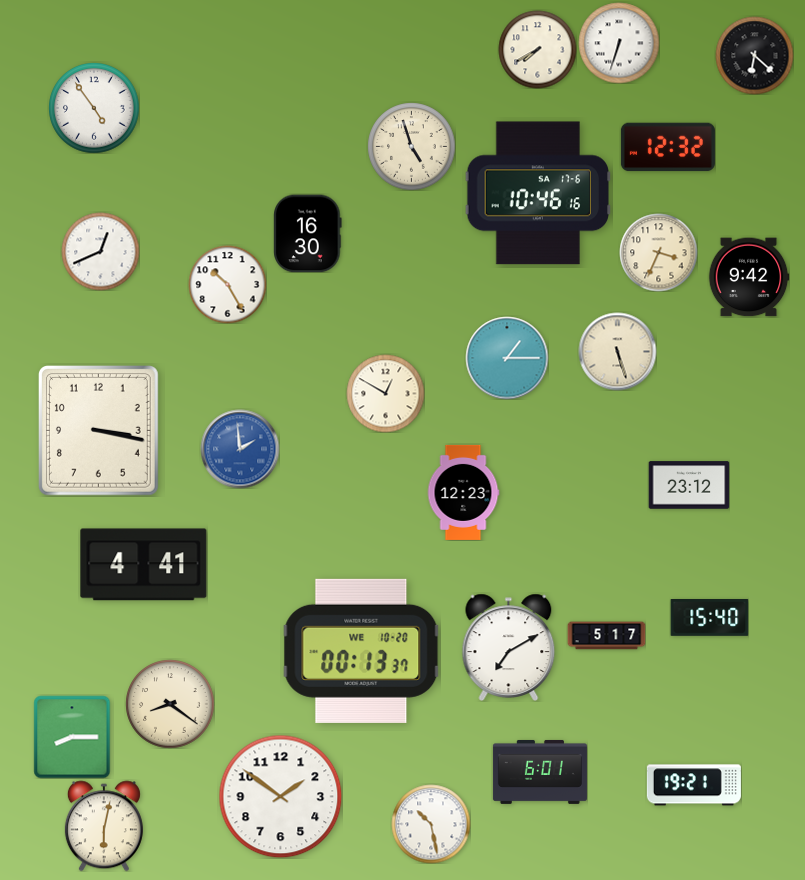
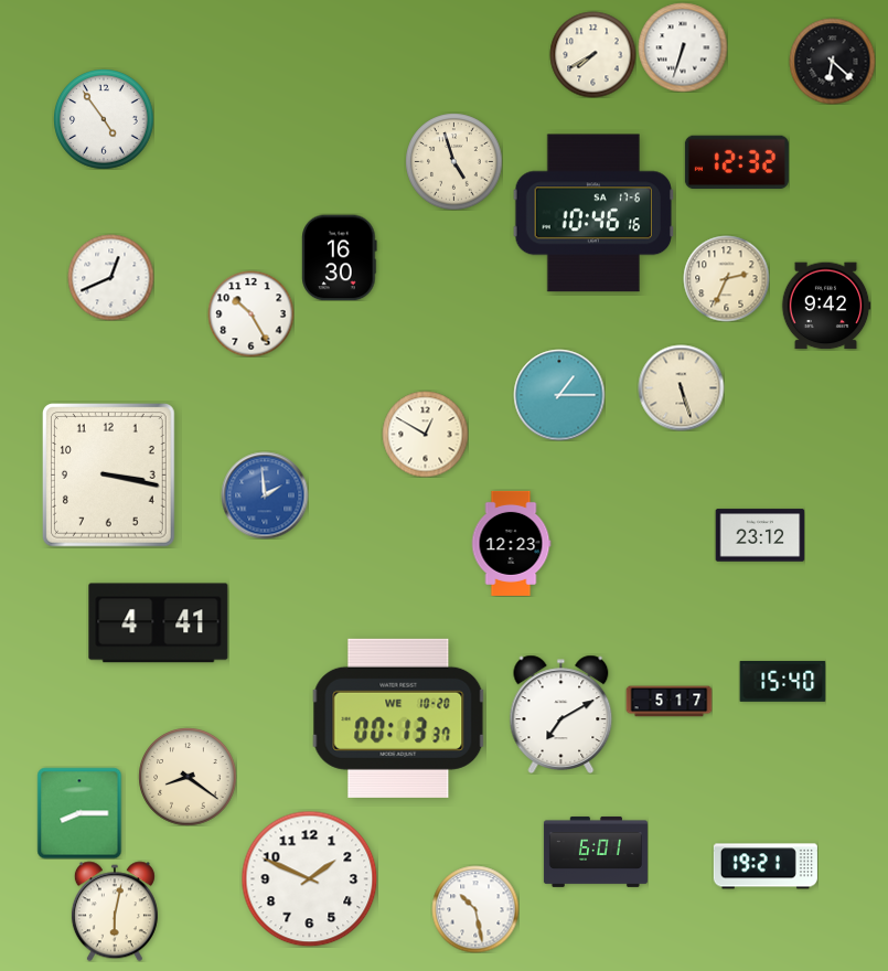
clock at (658, 252): 3:34 -> 2:34
clock at (280, 796): 1:51 -> 1:49
